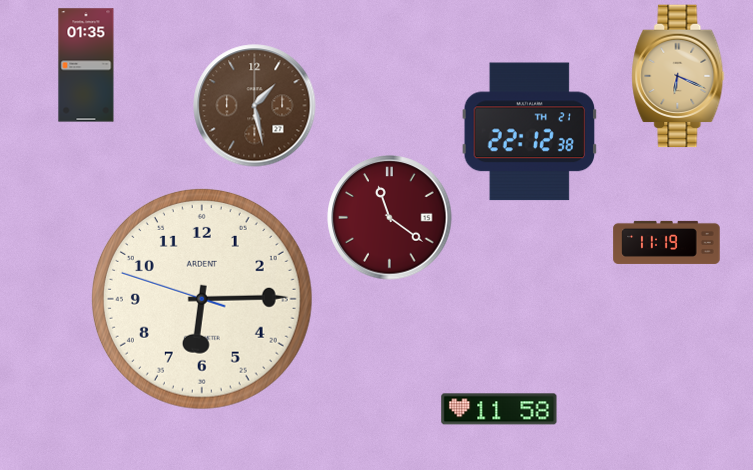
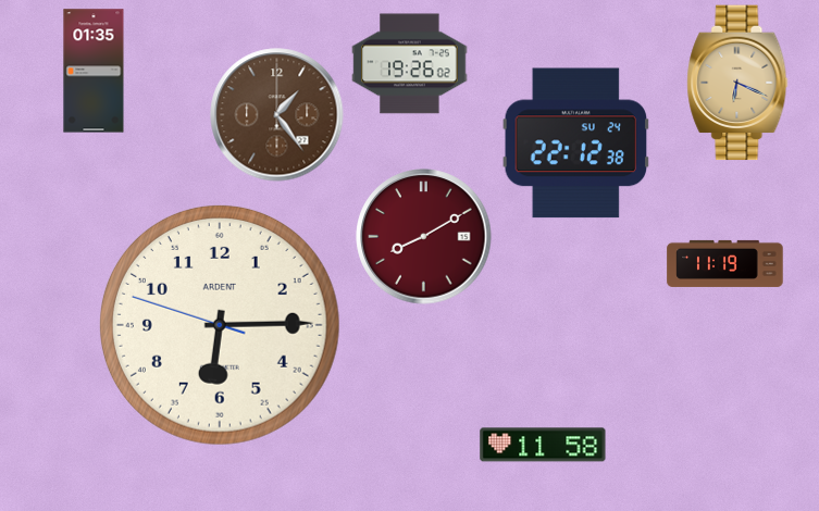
clock at (410, 64): none -> 19:26
clock at (255, 106): 1:28 -> 1:24
clock at (530, 132) date: TH 21 -> SU 24
clock at (390, 218): 11:21 -> 8:10
